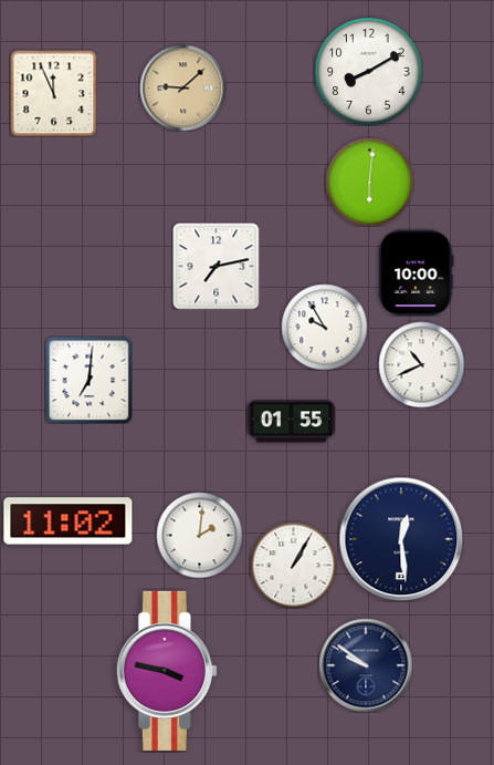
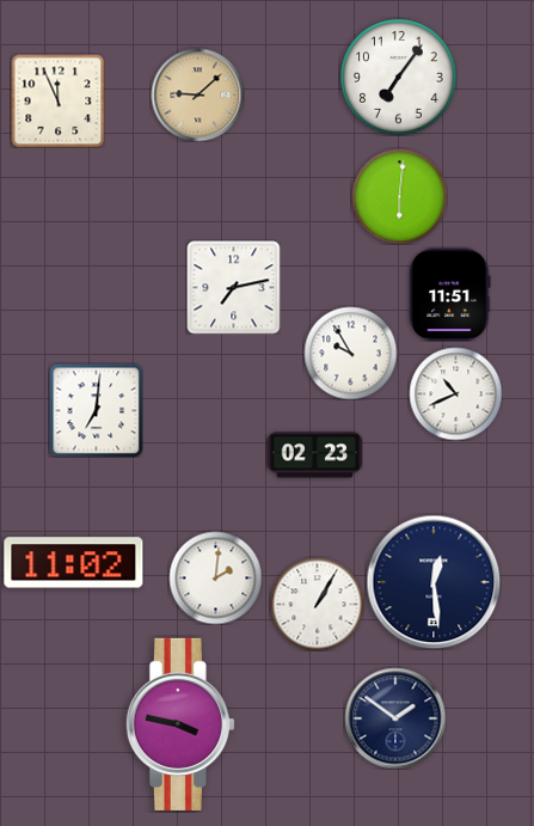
clock at (369, 72): 8:10 -> 7:06
clock at (417, 272): 10:00 -> 11:51
clock at (291, 422): 01:55 -> 02:23
clock at (293, 565) position: (293, 565) -> (317, 604)
clock at (366, 665): 9:51 -> 1:51
